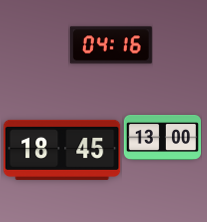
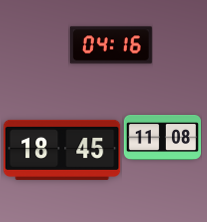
clock at (162, 137): 13:00 -> 11:08
